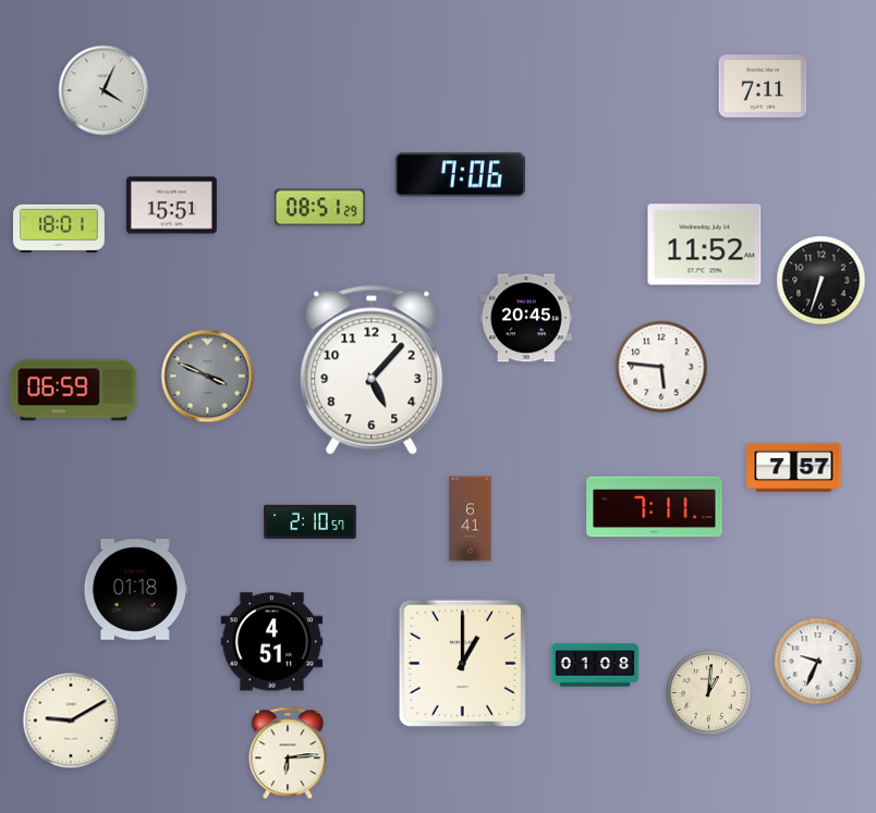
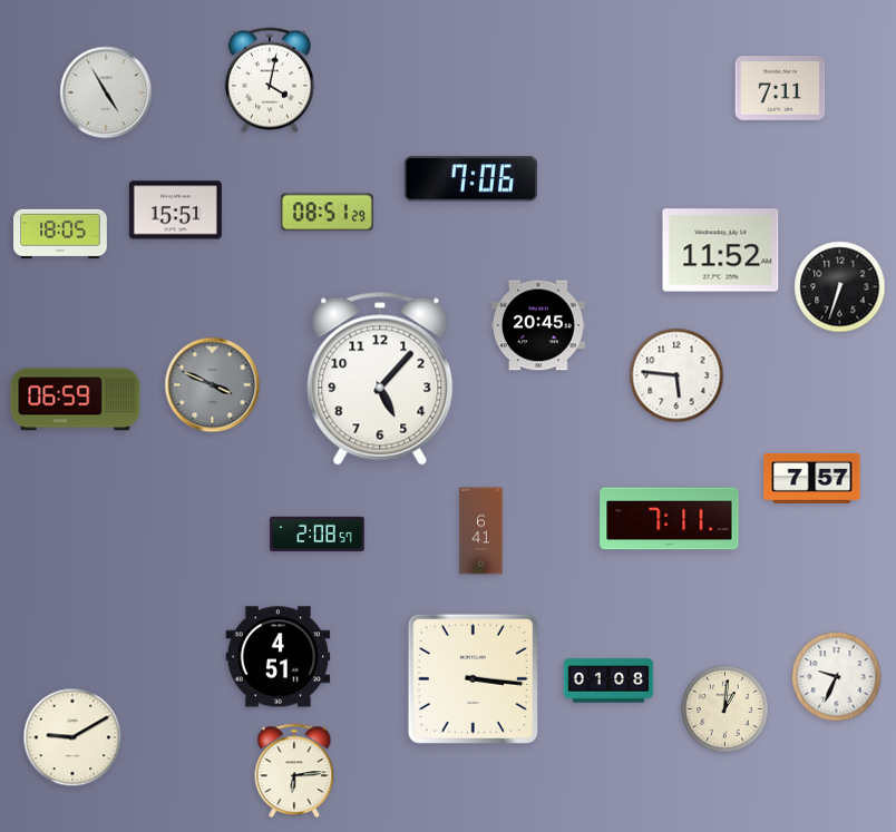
clock at (270, 80): none -> 4:02
clock at (104, 90): 4:04 -> 4:55
clock at (60, 227): 18:01 -> 18:05
clock at (311, 522): 2:10 -> 2:08
clock at (135, 590): 01:18 -> none
clock at (462, 663): 1:00 -> 3:16
